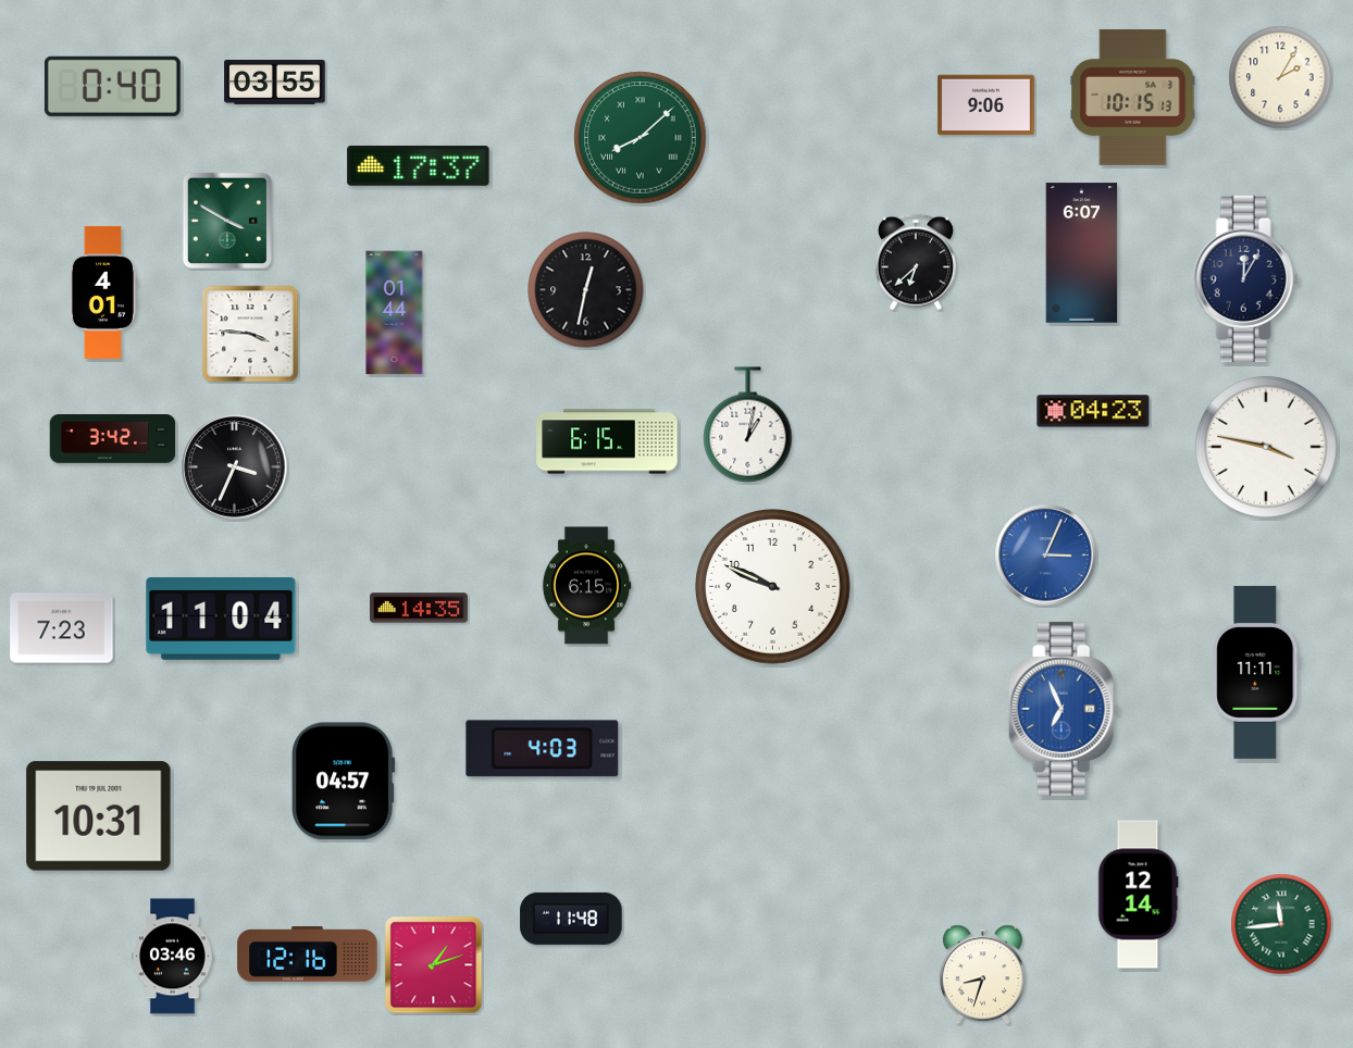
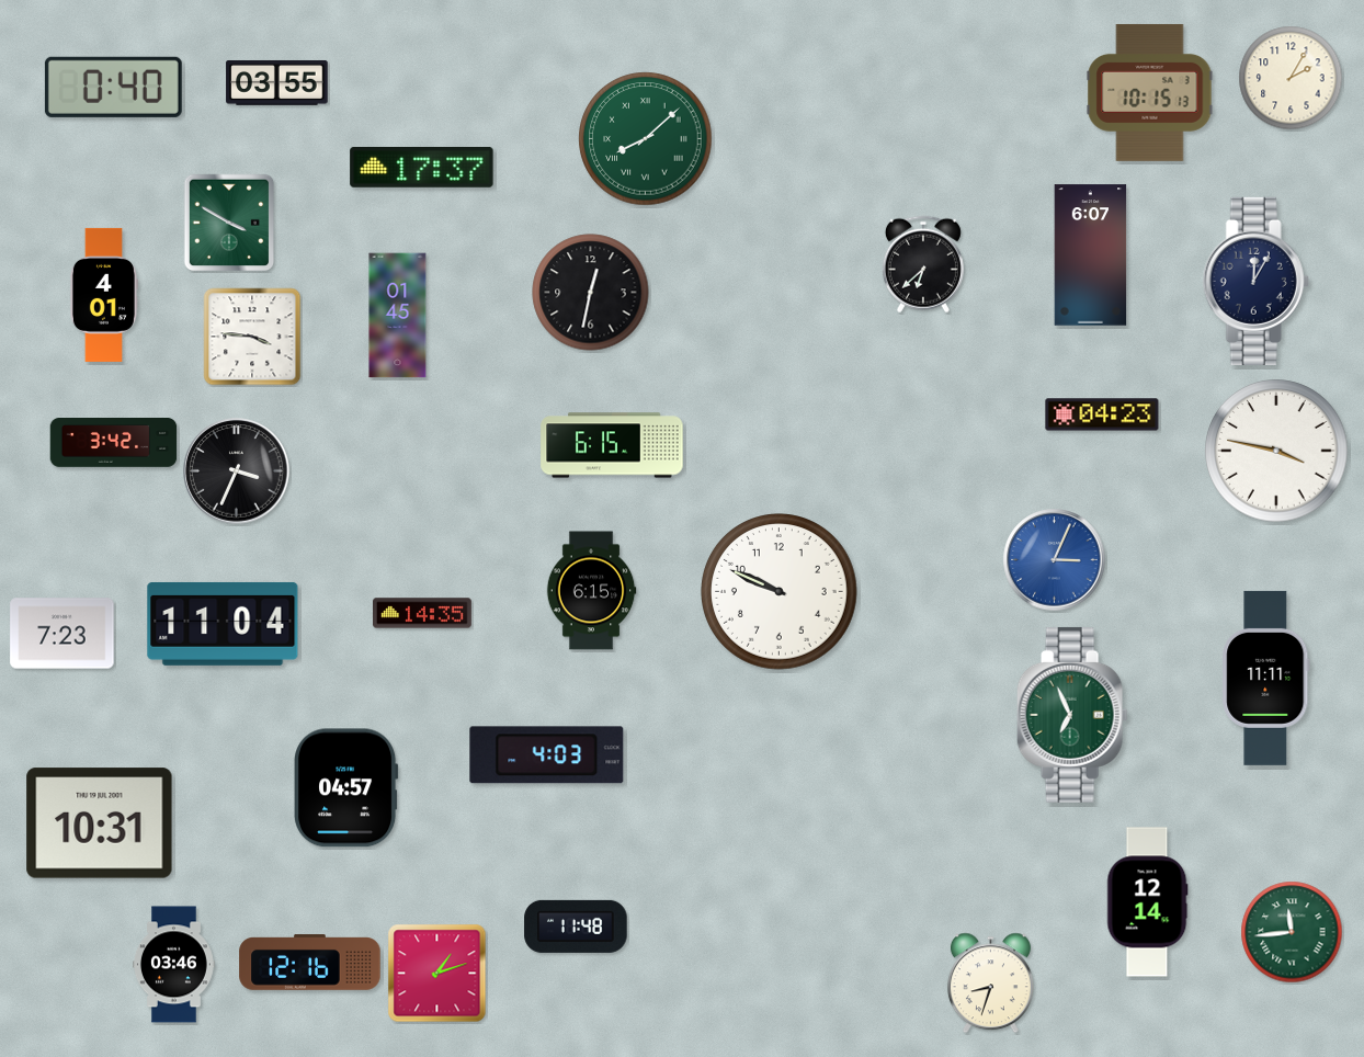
clock at (1133, 97) position: (1133, 97) -> (1150, 92)
clock at (985, 105): 9:06 -> none
clock at (395, 313): 01:44 -> 01:45
clock at (748, 425): 1:02 -> none
clock at (1064, 709) dial: blue -> green
